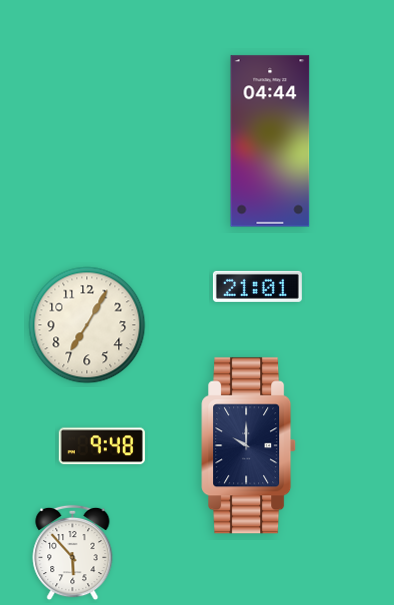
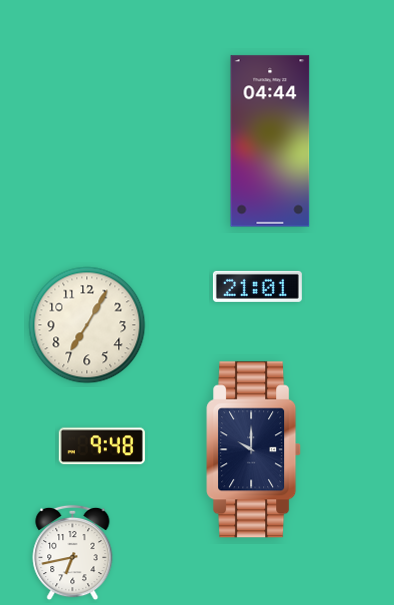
clock at (249, 446) position: (249, 446) -> (254, 450)
clock at (73, 553): 5:53 -> 6:43
